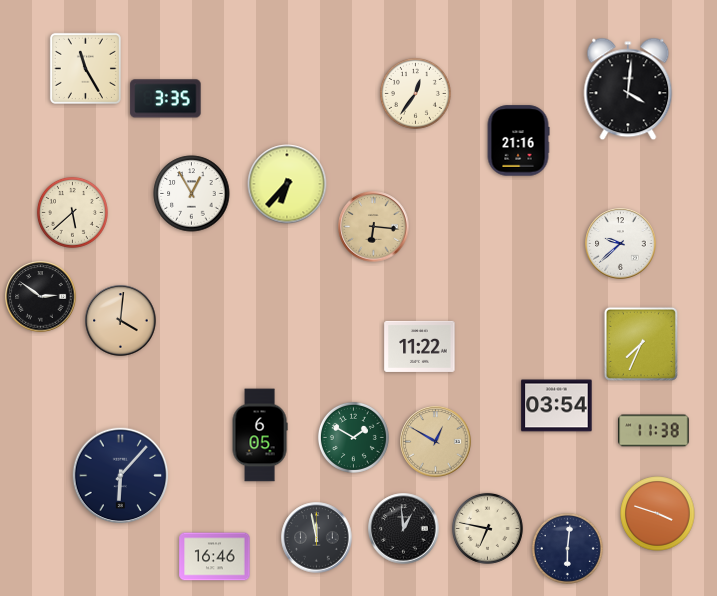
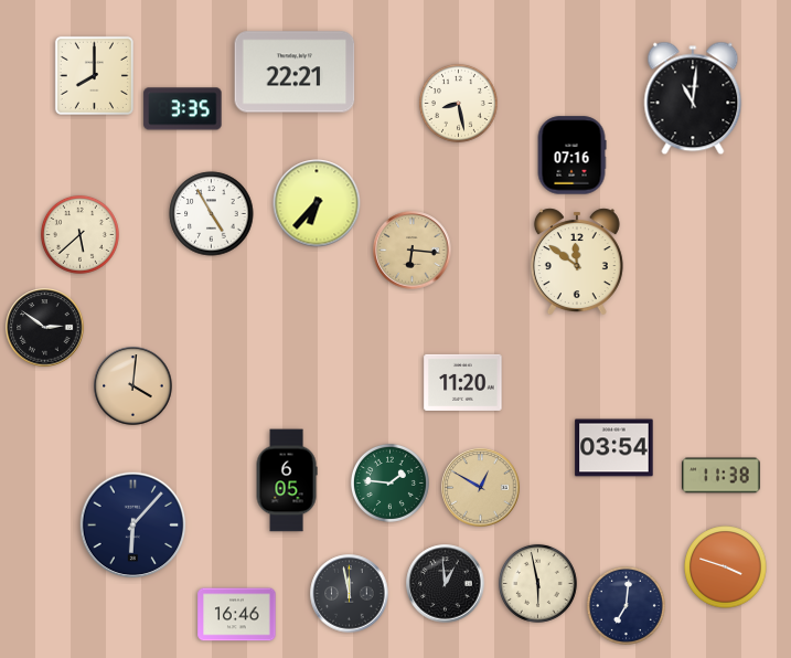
clock at (295, 72): none -> 22:21
clock at (85, 68): 11:25 -> 8:00
clock at (628, 89): 4:01 -> 11:01
clock at (415, 93): 12:36 -> 8:28
clock at (518, 141): 21:16 -> 07:16
clock at (192, 194): 12:55 -> 4:55
clock at (577, 262): none -> 11:51
clock at (621, 244): 9:38 -> none
clock at (121, 321) position: (121, 321) -> (133, 386)
clock at (640, 343): 7:34 -> none
clock at (420, 346): 11:22 -> 11:20
clock at (353, 437): 1:50 -> 1:46
clock at (487, 528): 6:47 -> 5:58
clock at (567, 548): 6:01 -> 7:01
